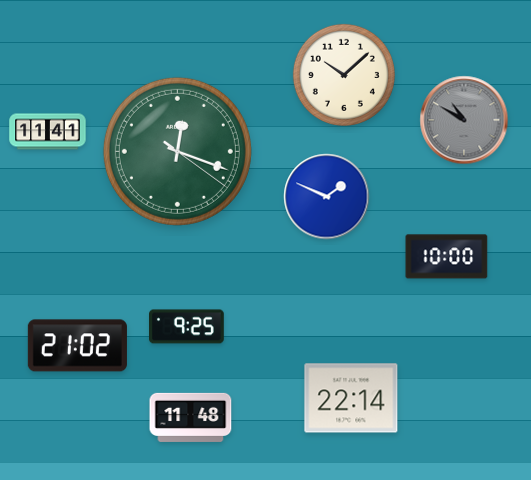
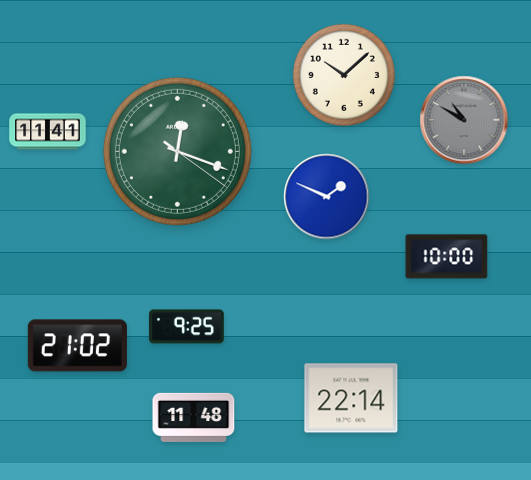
clock at (191, 417) position: (191, 417) -> (194, 417)
